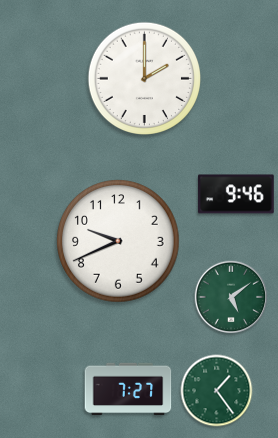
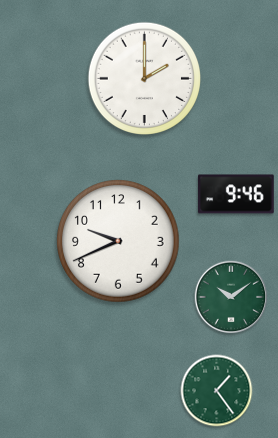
clock at (231, 297): 5:09 -> 10:09
clock at (128, 389): 7:27 -> none
